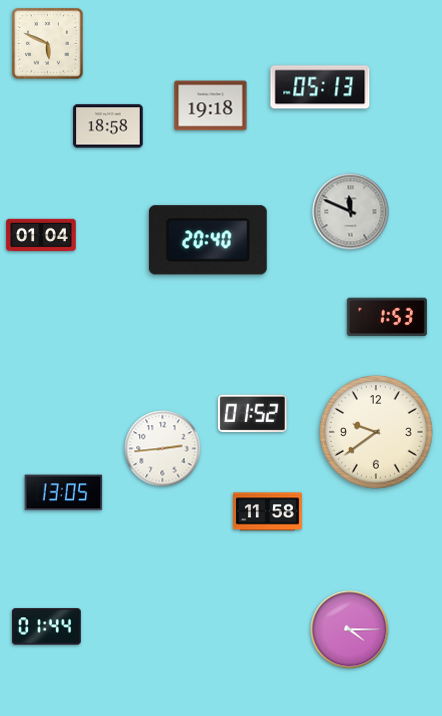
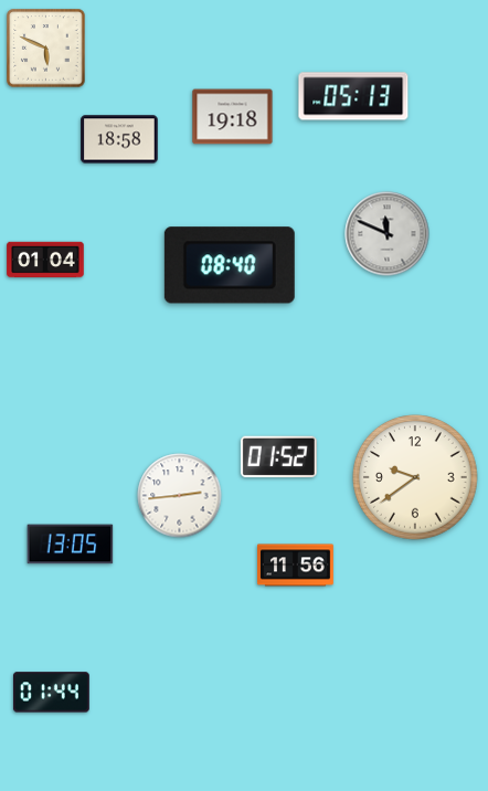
clock at (48, 44) position: (48, 44) -> (46, 49)
clock at (208, 240): 20:40 -> 08:40
clock at (387, 317): 1:53 -> none
clock at (268, 512): 11:58 -> 11:56
clock at (350, 630): 4:15 -> none
